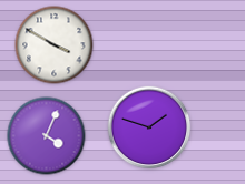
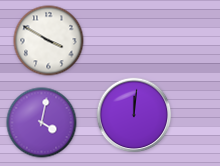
clock at (149, 127): 1:48 -> 12:01
clock at (47, 136): 4:04 -> 4:02
